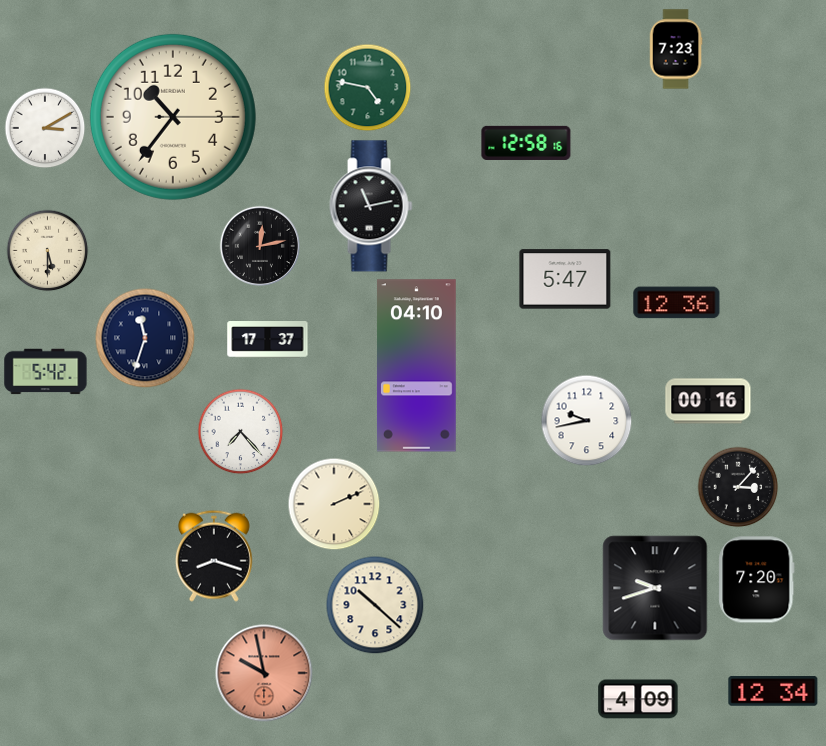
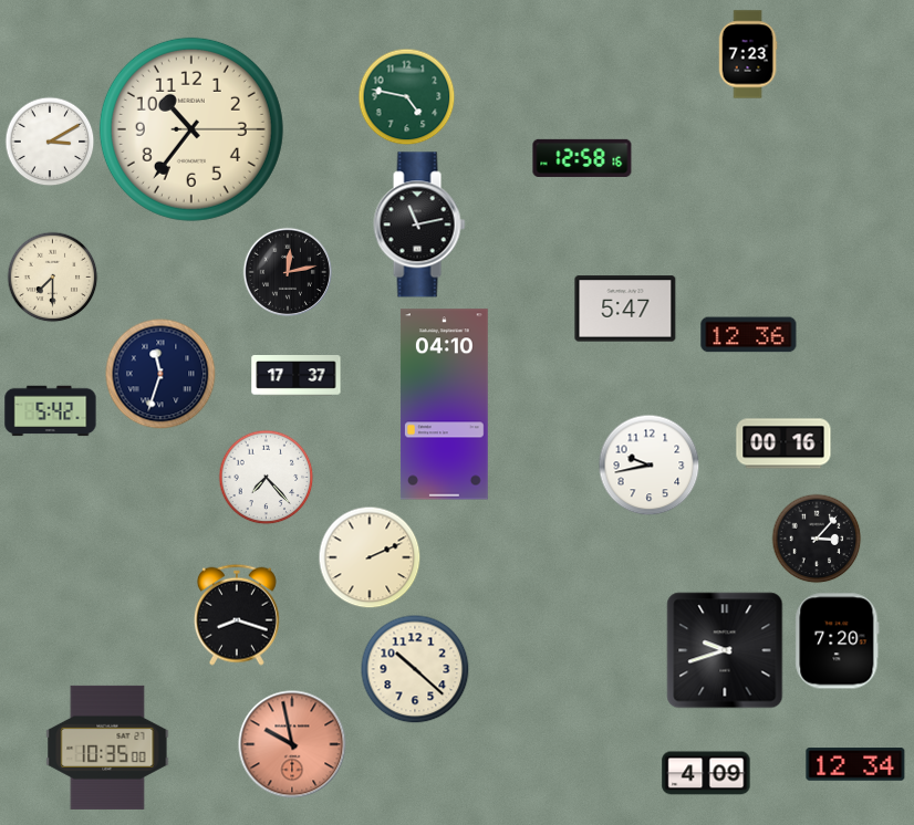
clock at (371, 206) position: (371, 206) -> (419, 224)
clock at (47, 250): 5:30 -> 7:30
clock at (416, 366) position: (416, 366) -> (444, 405)
clock at (107, 748): none -> 10:35
